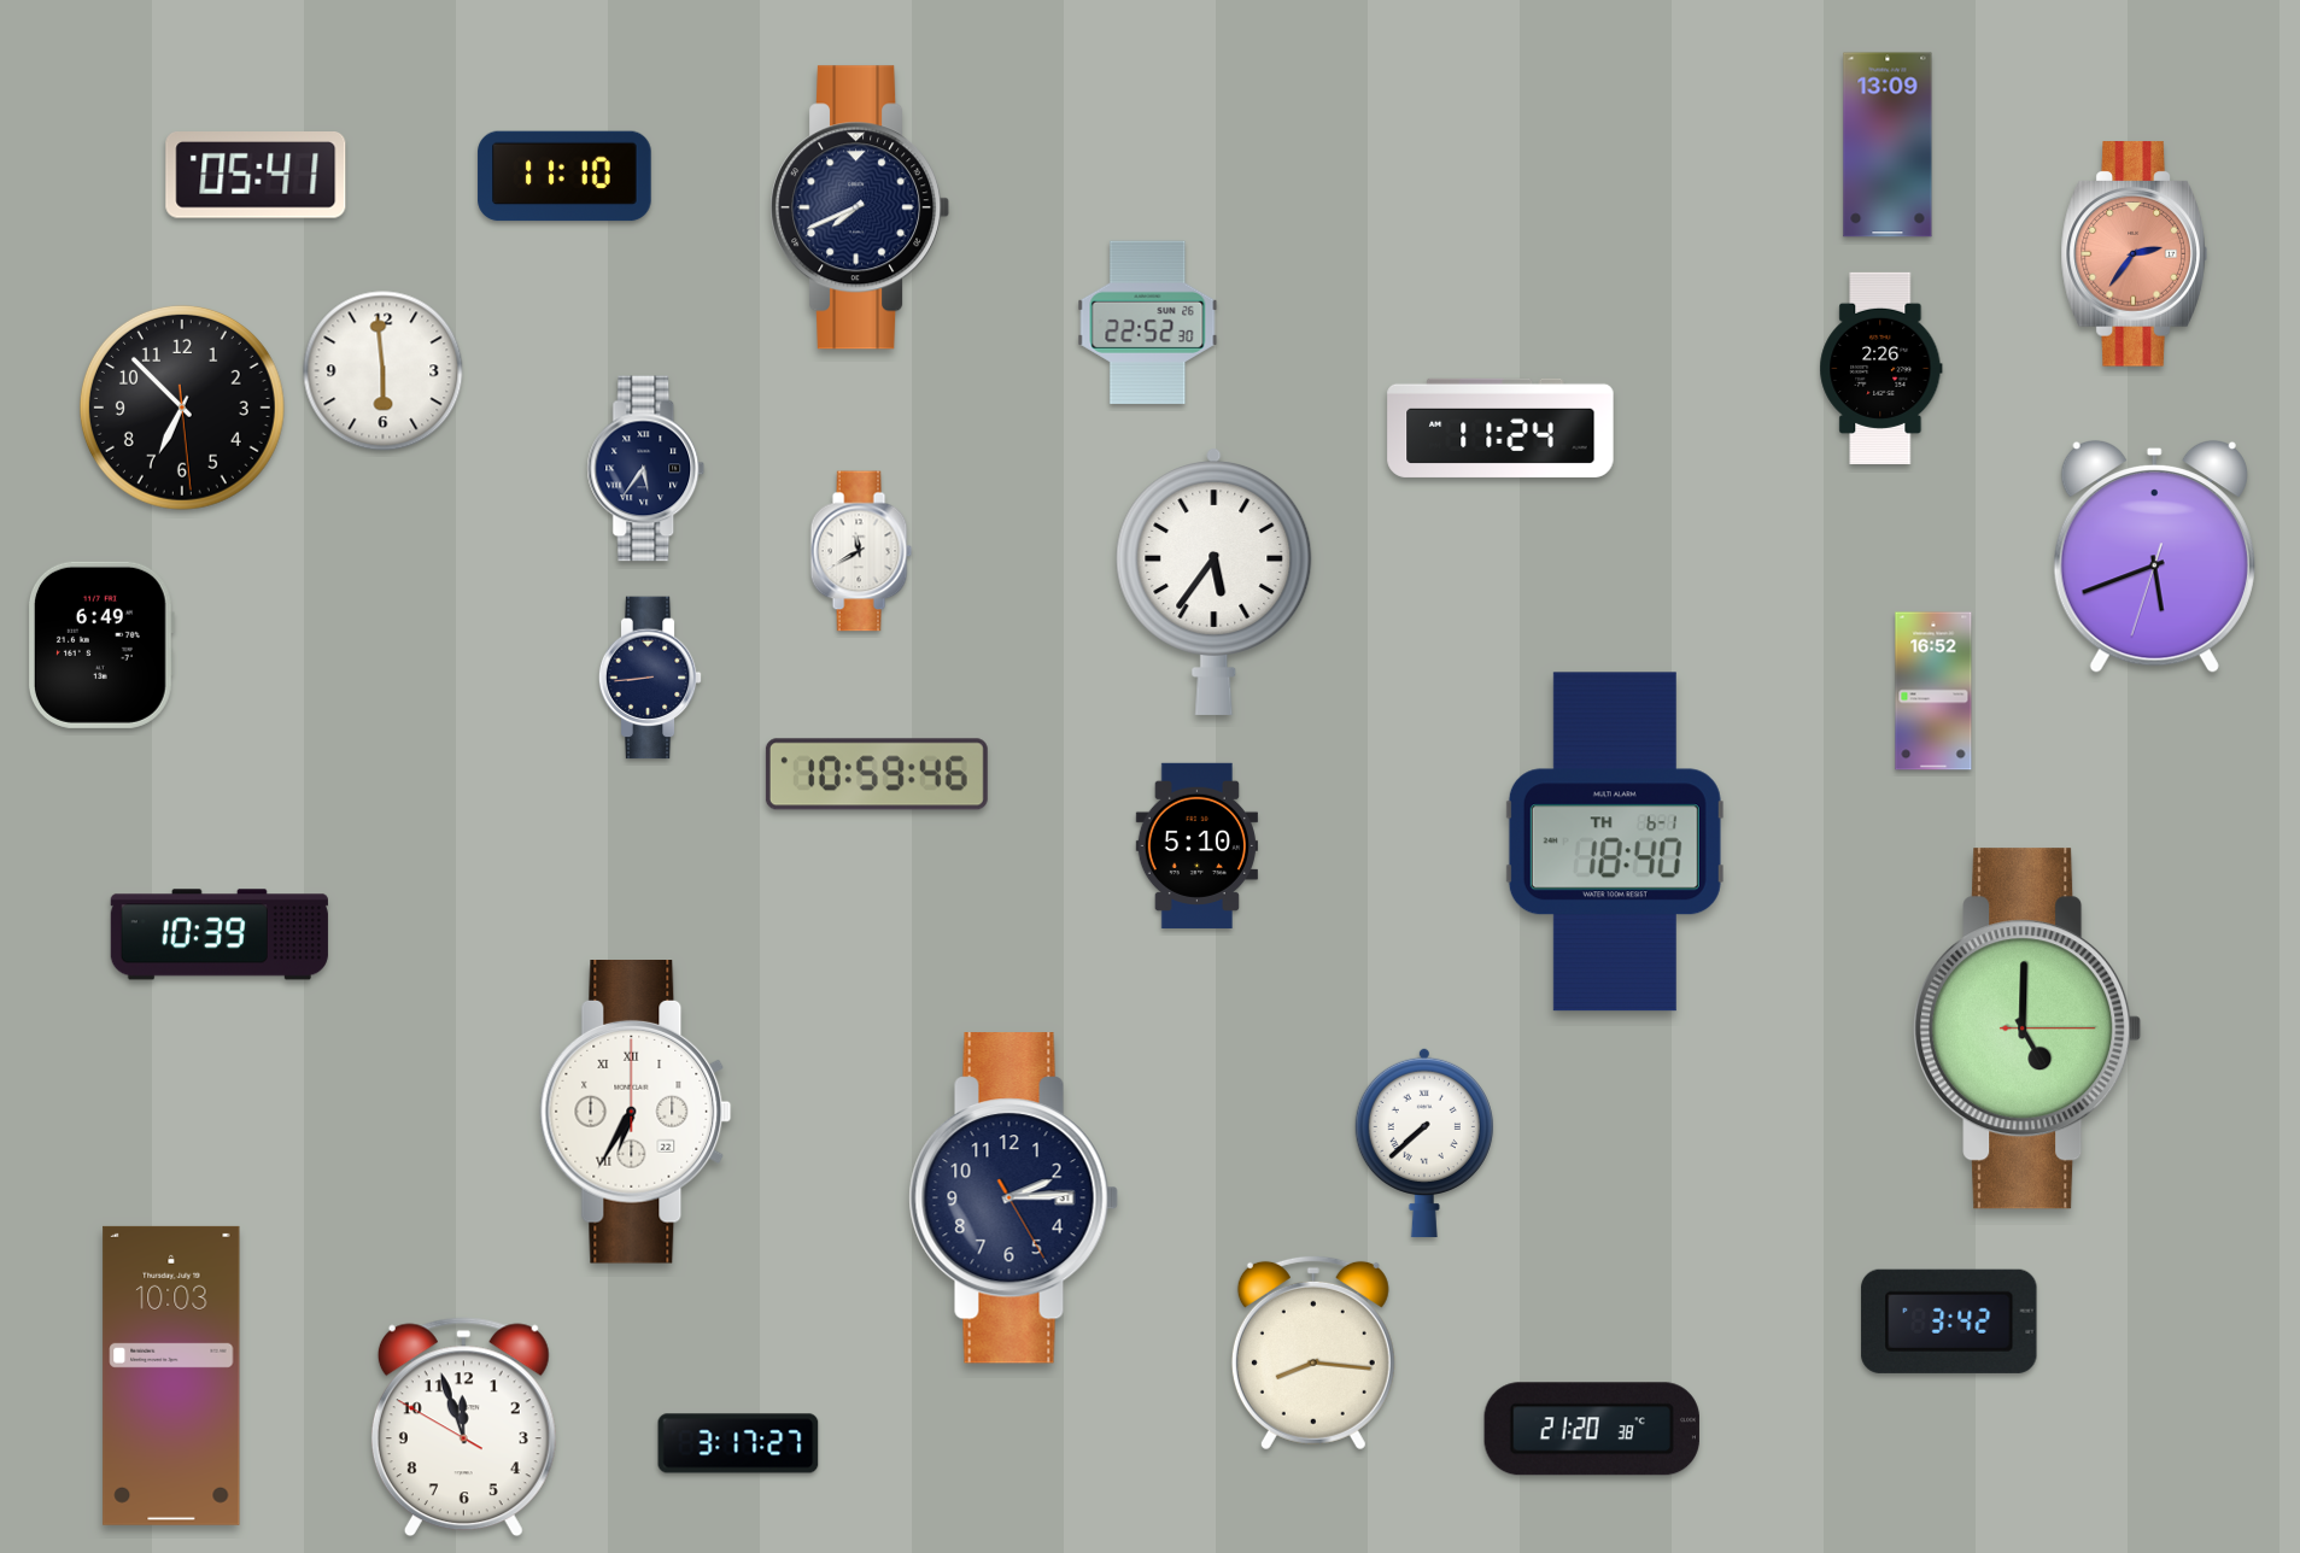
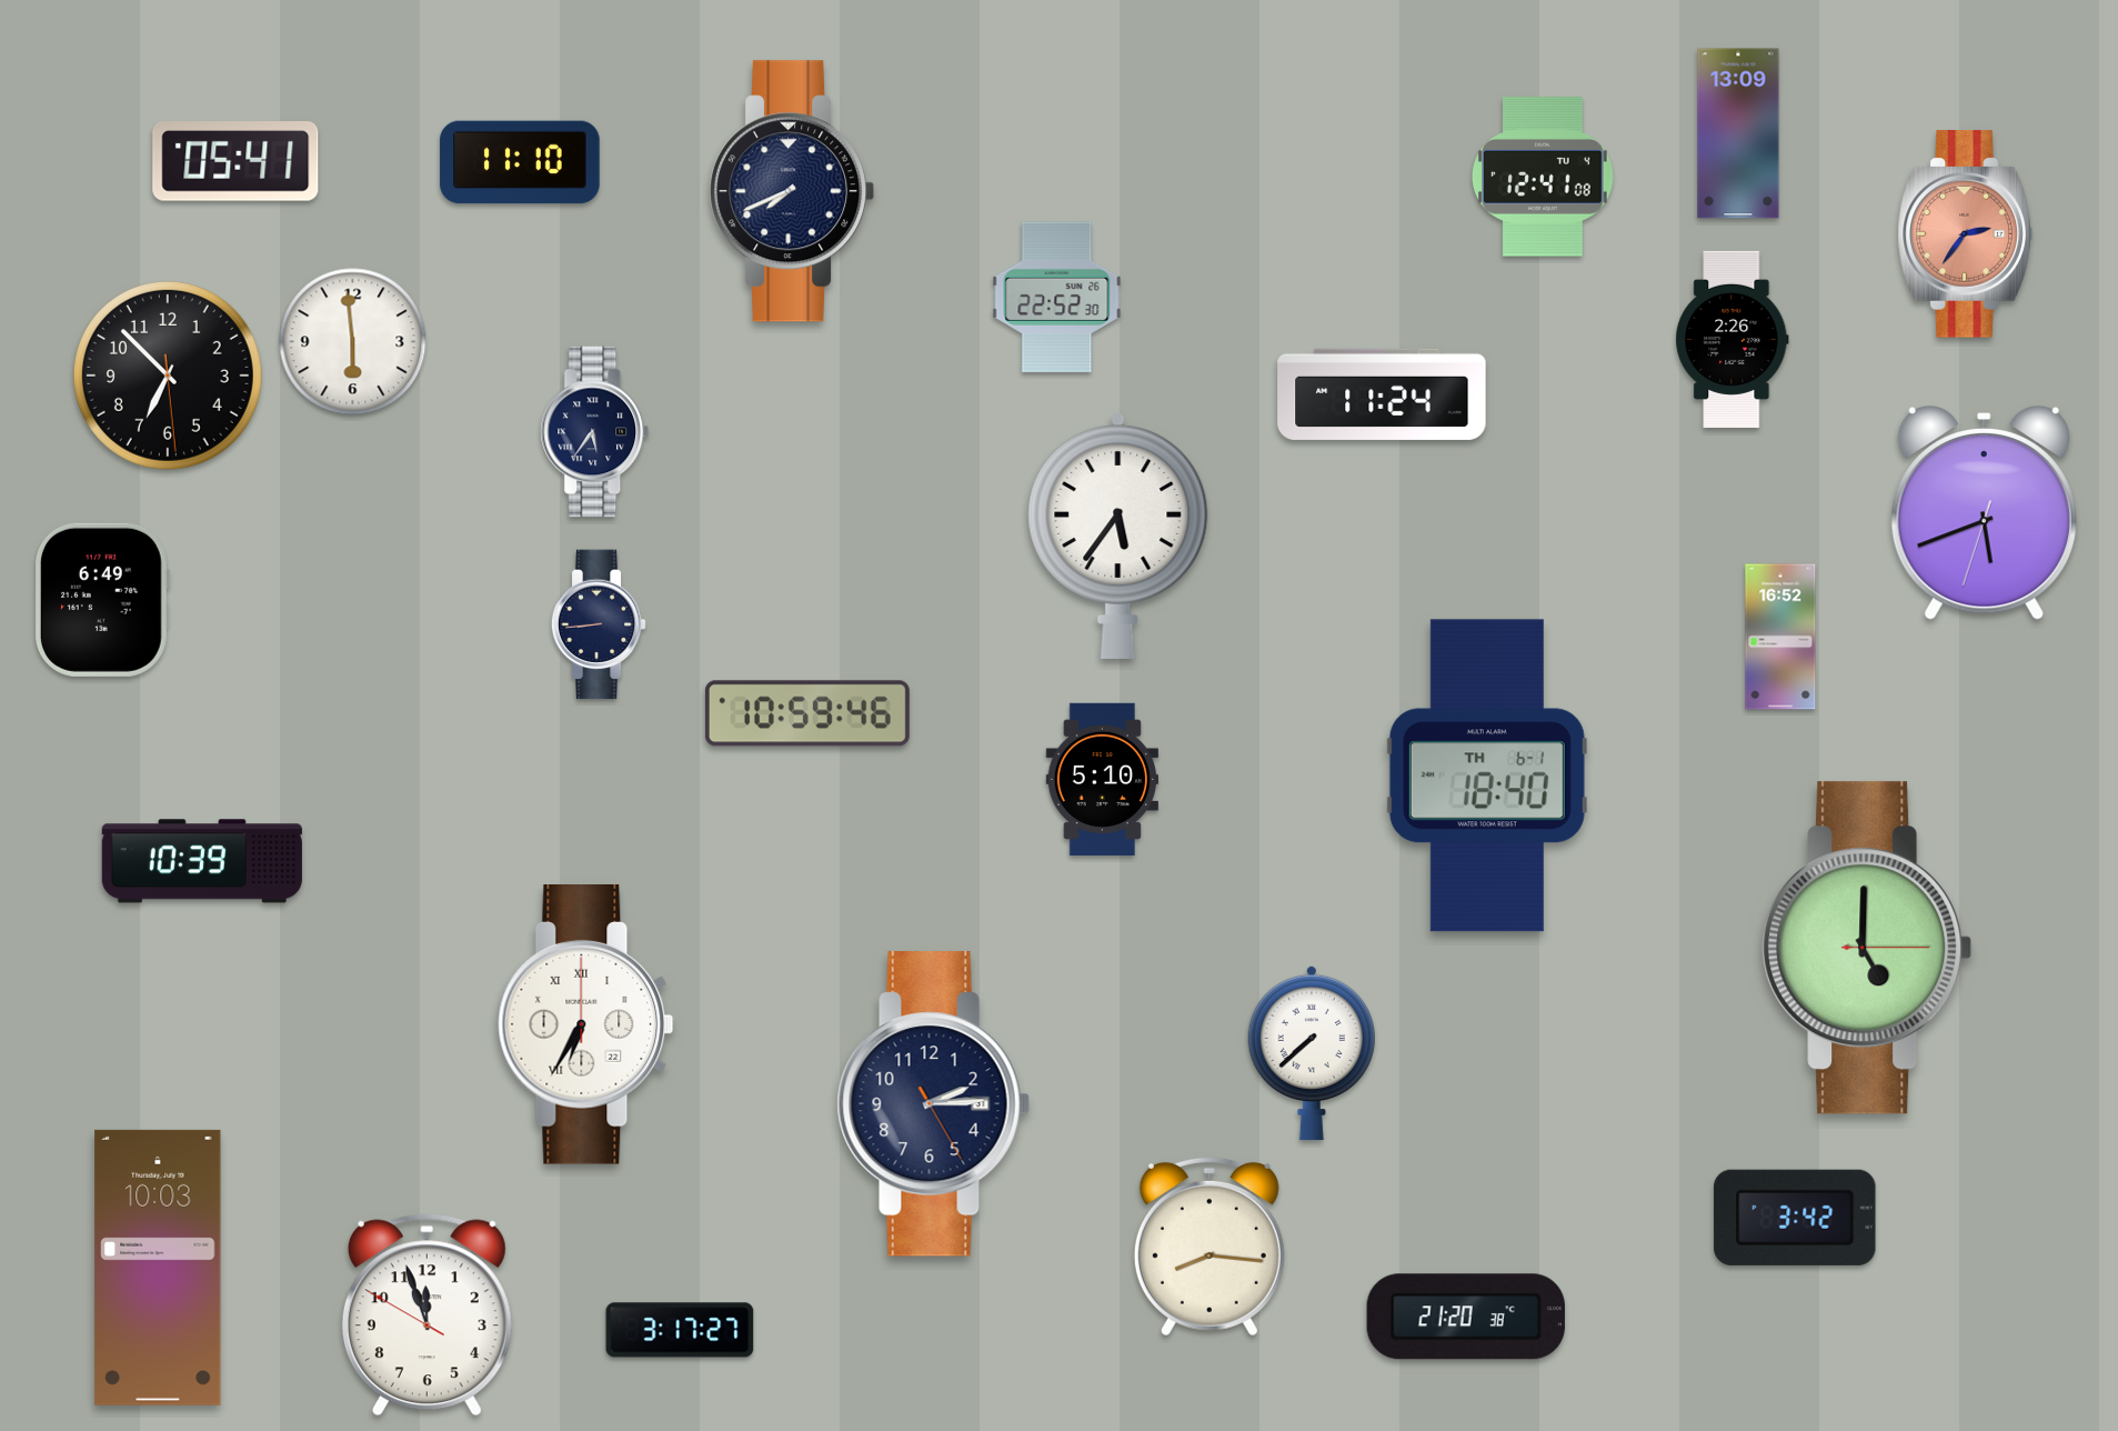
clock at (1543, 177): none -> 12:41
clock at (861, 551): 11:40 -> none
clock at (100, 645) position: (100, 645) -> (101, 600)
